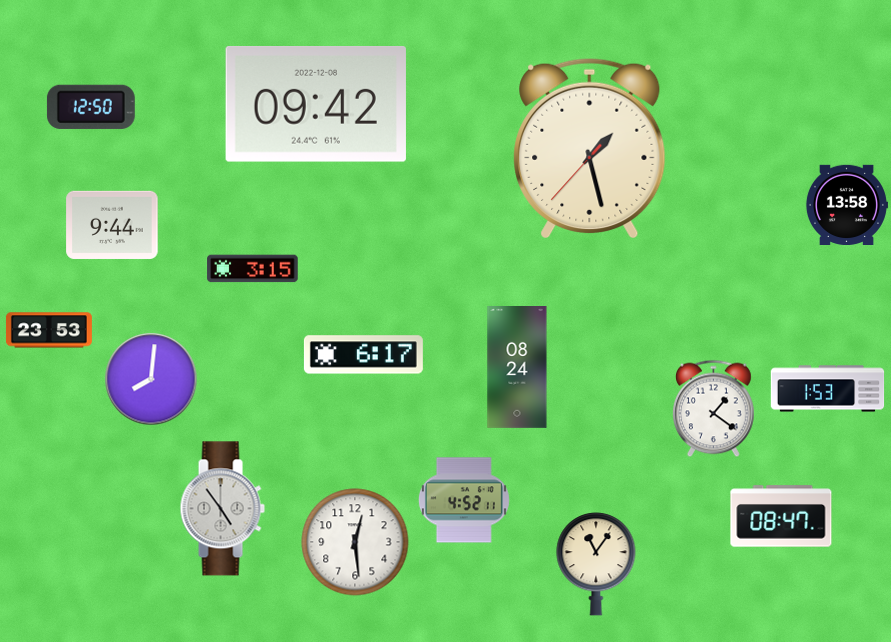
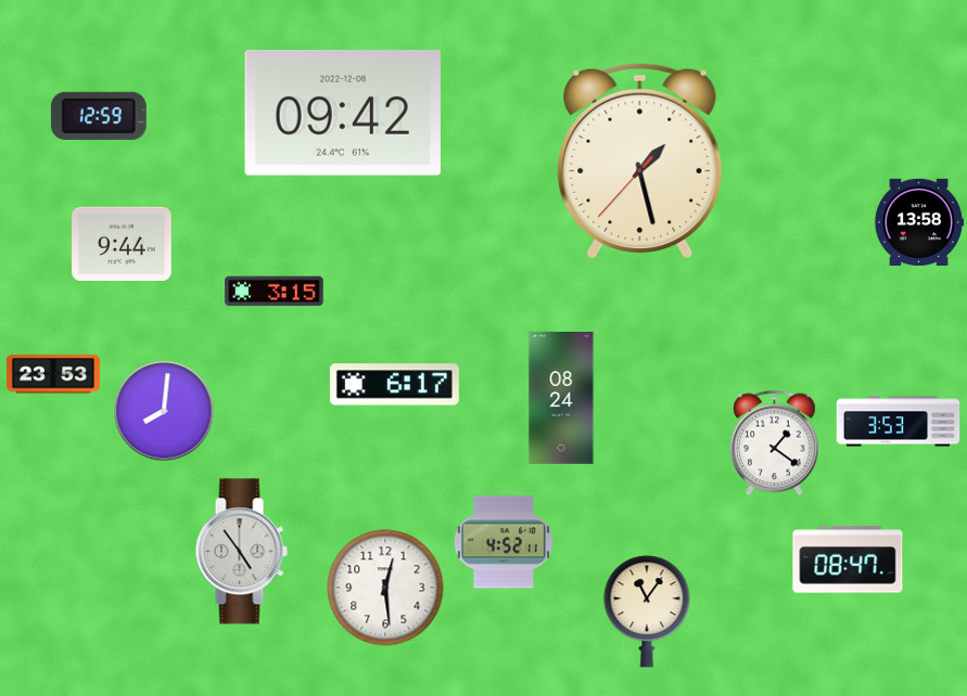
clock at (91, 107): 12:50 -> 12:59
clock at (49, 330) position: (49, 330) -> (53, 374)
clock at (828, 389): 1:53 -> 3:53
